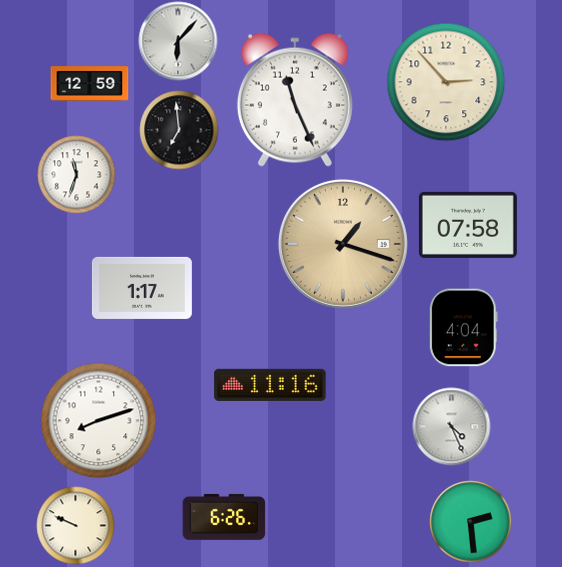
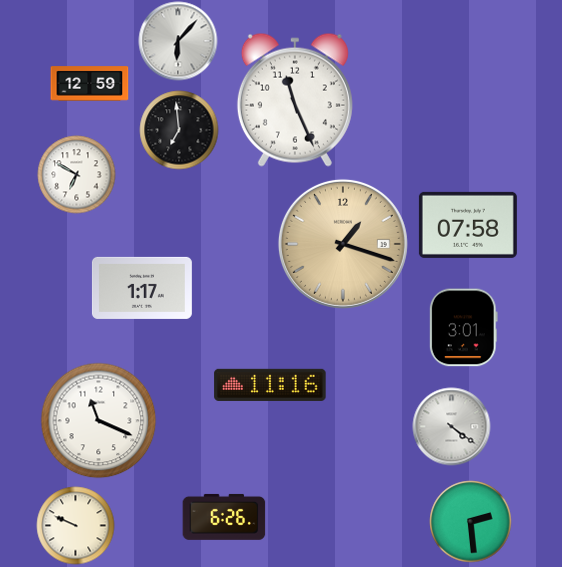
clock at (446, 82): 2:53 -> none
clock at (76, 174): 11:33 -> 6:50
clock at (463, 327): 4:04 -> 3:01
clock at (98, 420): 8:12 -> 11:19
clock at (451, 426): 4:26 -> 4:21
